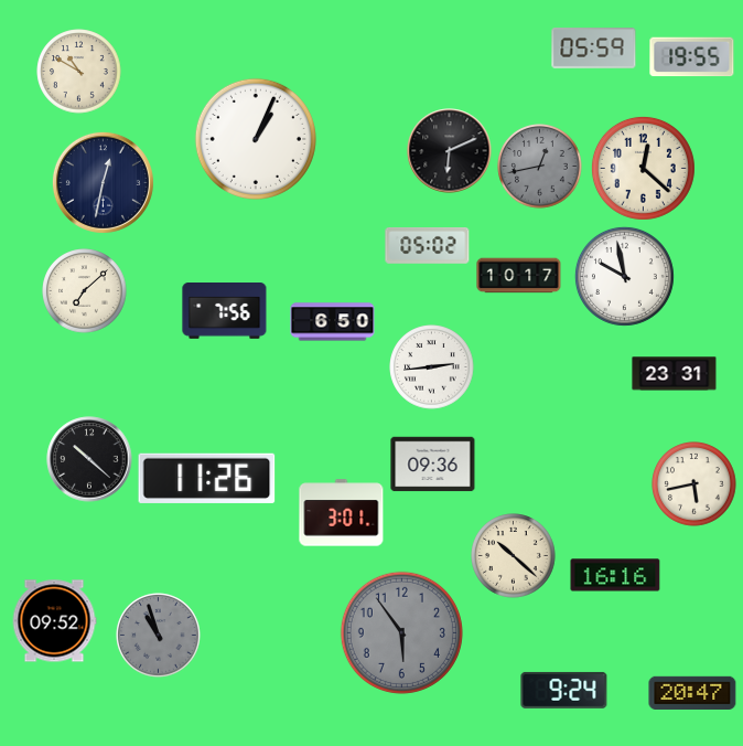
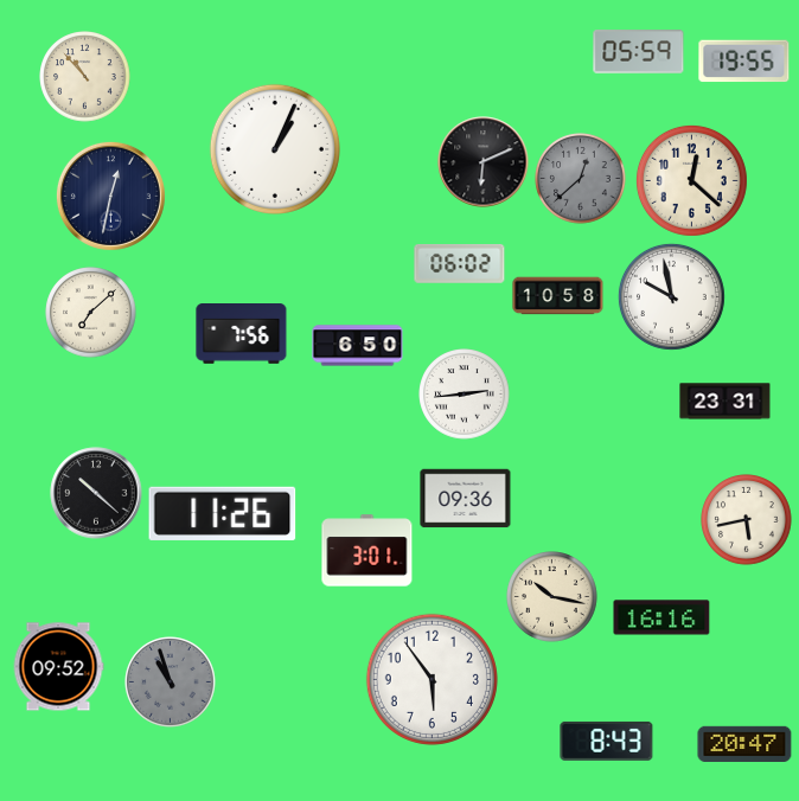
clock at (79, 72): 10:50 -> 10:53
clock at (540, 167): 12:43 -> 12:38
clock at (428, 246): 05:02 -> 06:02
clock at (519, 276): 10:17 -> 10:58
clock at (514, 556): 10:22 -> 10:17
clock at (401, 632) dial: grey -> white
clock at (564, 690): 9:24 -> 8:43
